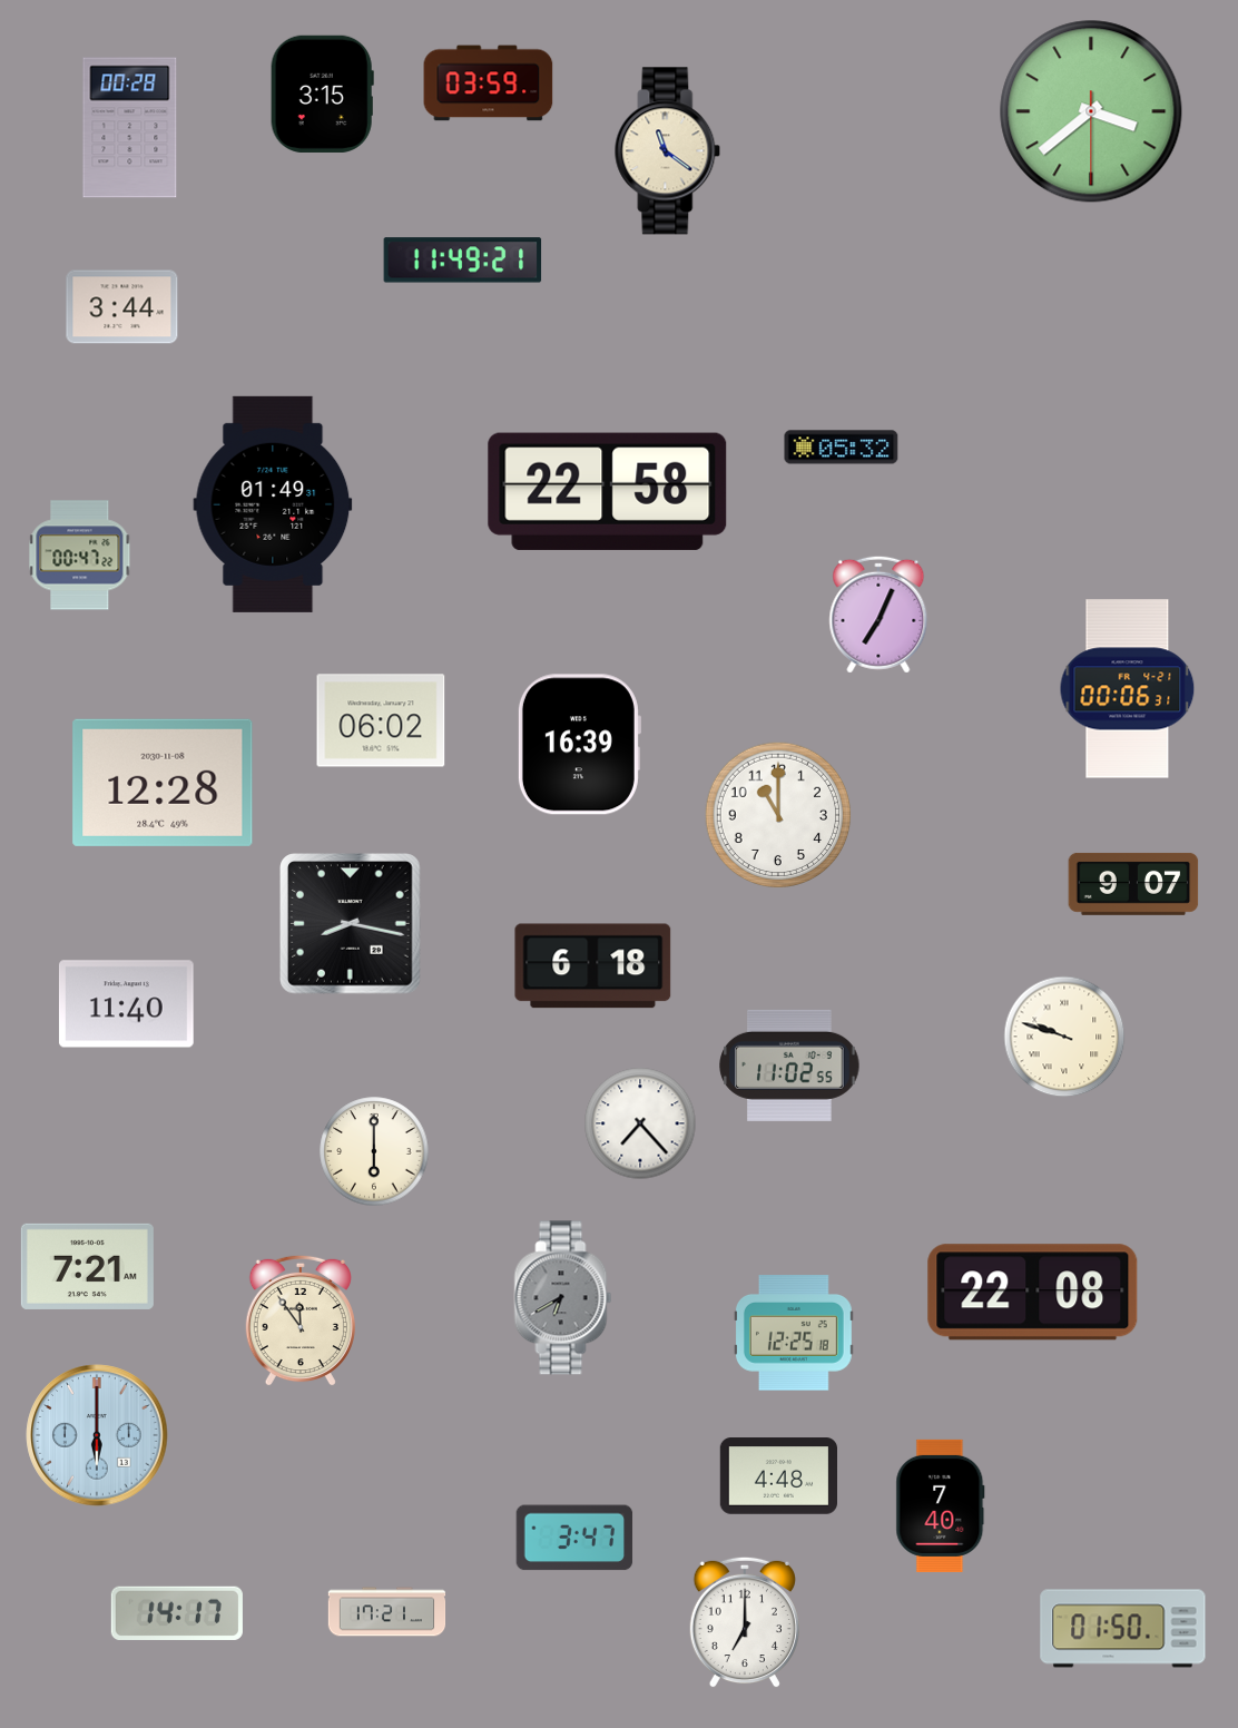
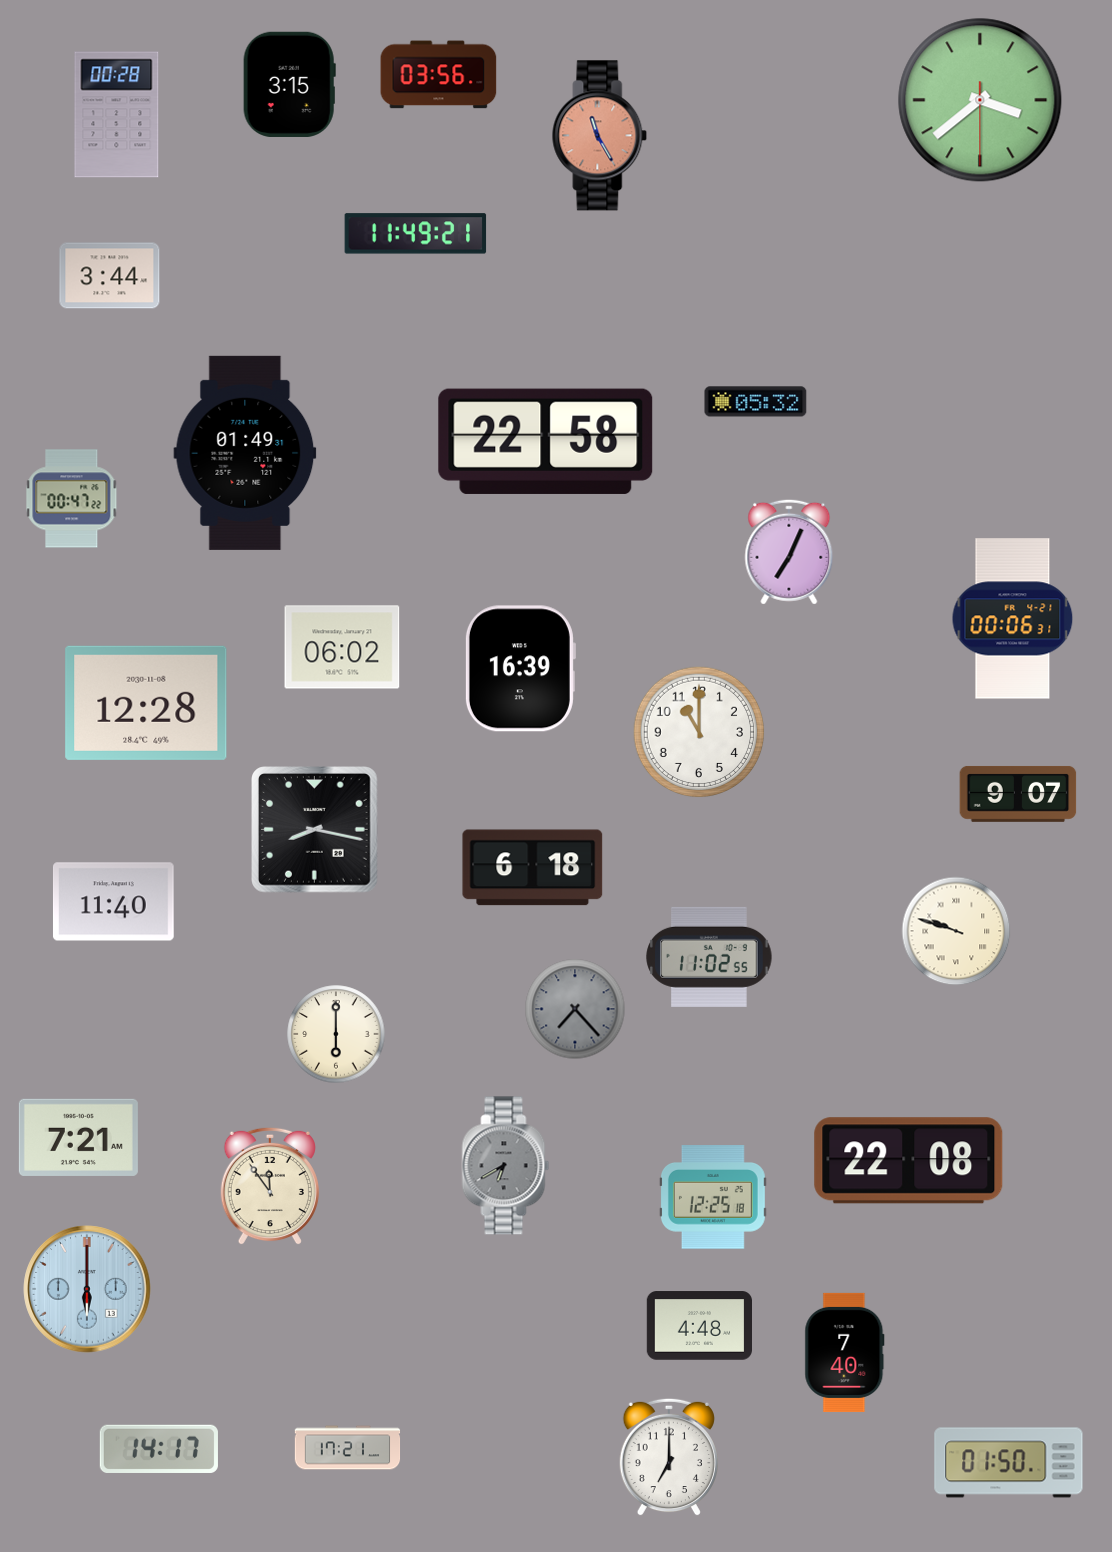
clock at (489, 84): 03:59 -> 03:56
clock at (668, 151): 11:21 -> 11:25
clock at (668, 151) dial: cream -> salmon
clock at (640, 1123) dial: white -> grey
clock at (1033, 1293) position: (1033, 1293) -> (909, 1161)
clock at (574, 1538): 3:47 -> none
